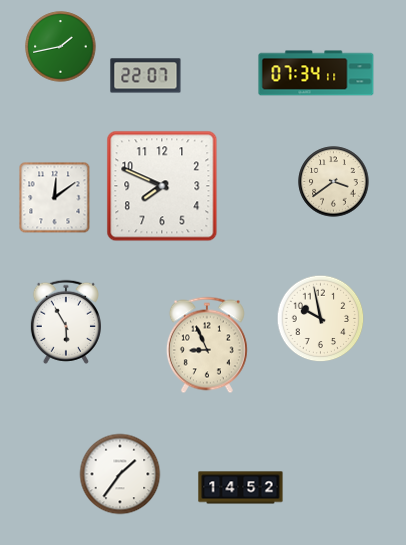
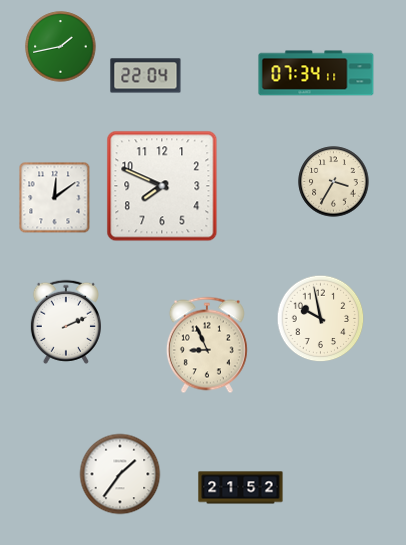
clock at (146, 76): 22:07 -> 22:04
clock at (334, 182): 3:39 -> 3:35
clock at (66, 322): 5:55 -> 2:11
clock at (241, 488): 14:52 -> 21:52
